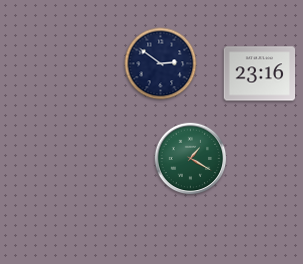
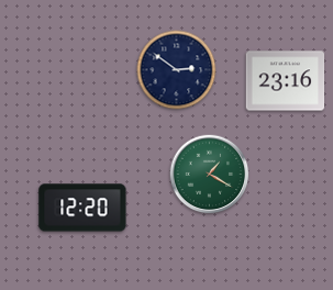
clock at (82, 208): none -> 12:20
